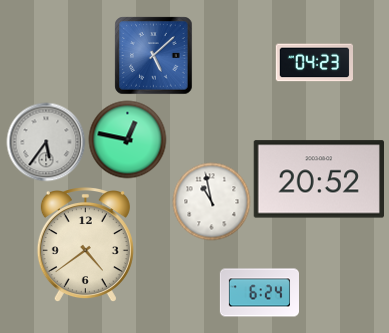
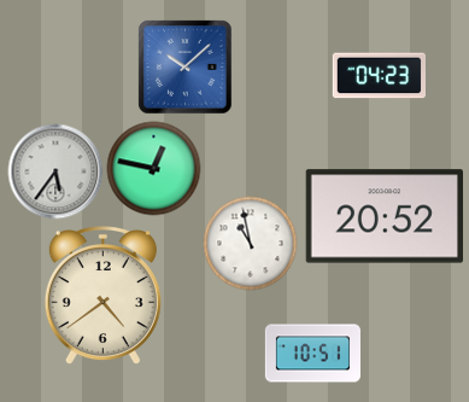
clock at (153, 55): 5:08 -> 10:08
clock at (211, 201) position: (211, 201) -> (250, 243)
clock at (259, 293): 6:24 -> 10:51
